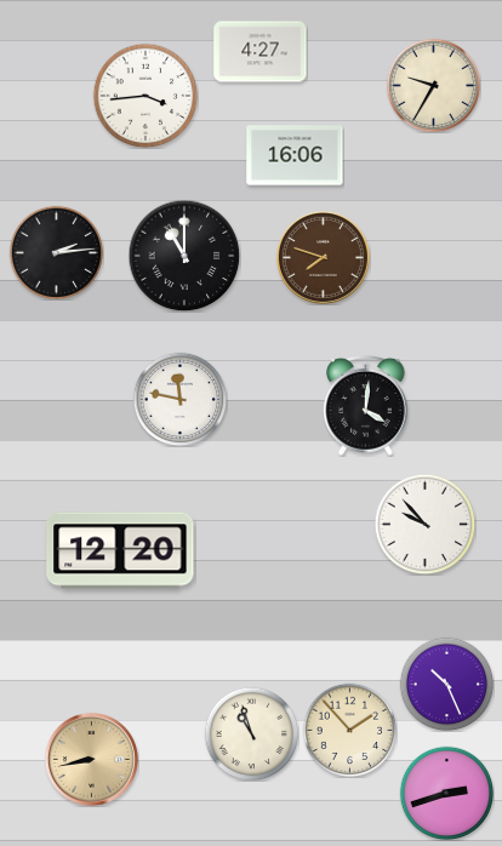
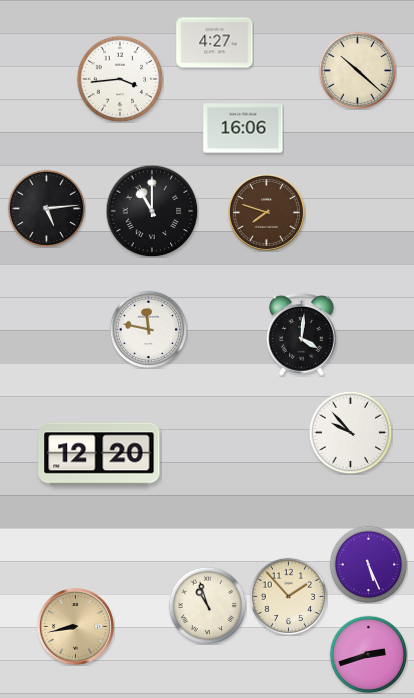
clock at (433, 85): 9:35 -> 10:22
clock at (56, 252): 2:14 -> 5:14
clock at (446, 684): 10:26 -> 5:26
clock at (349, 730) position: (349, 730) -> (288, 596)
